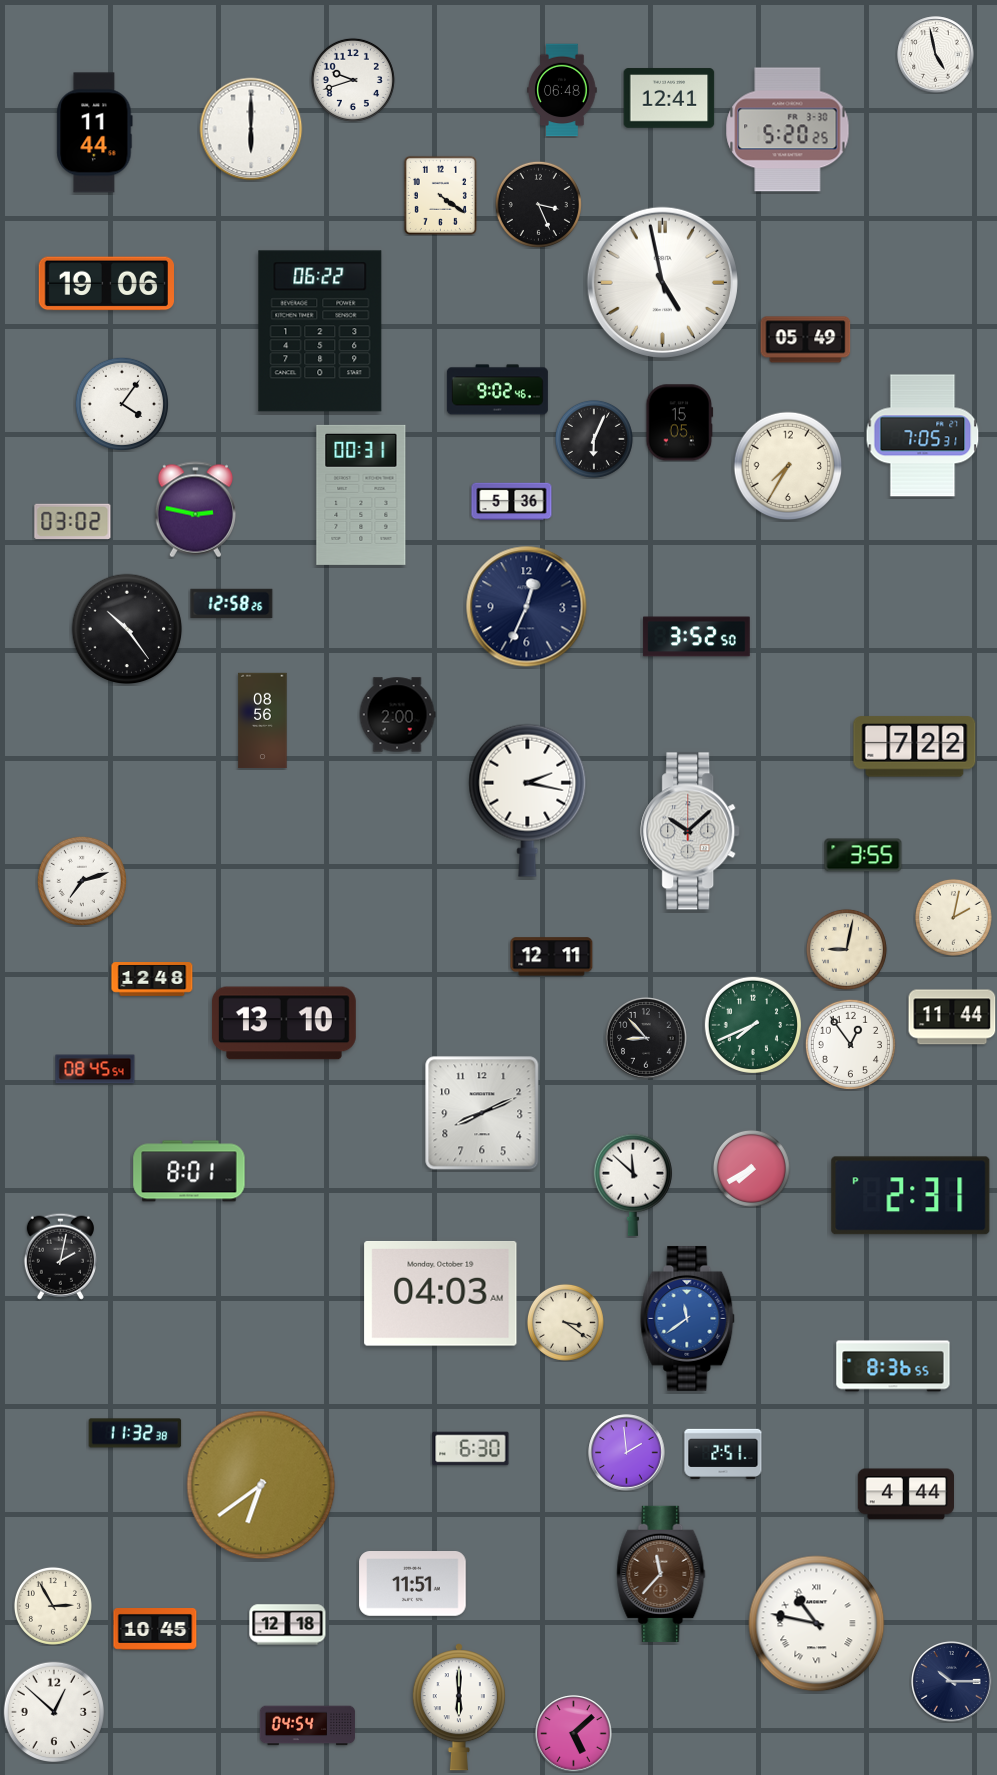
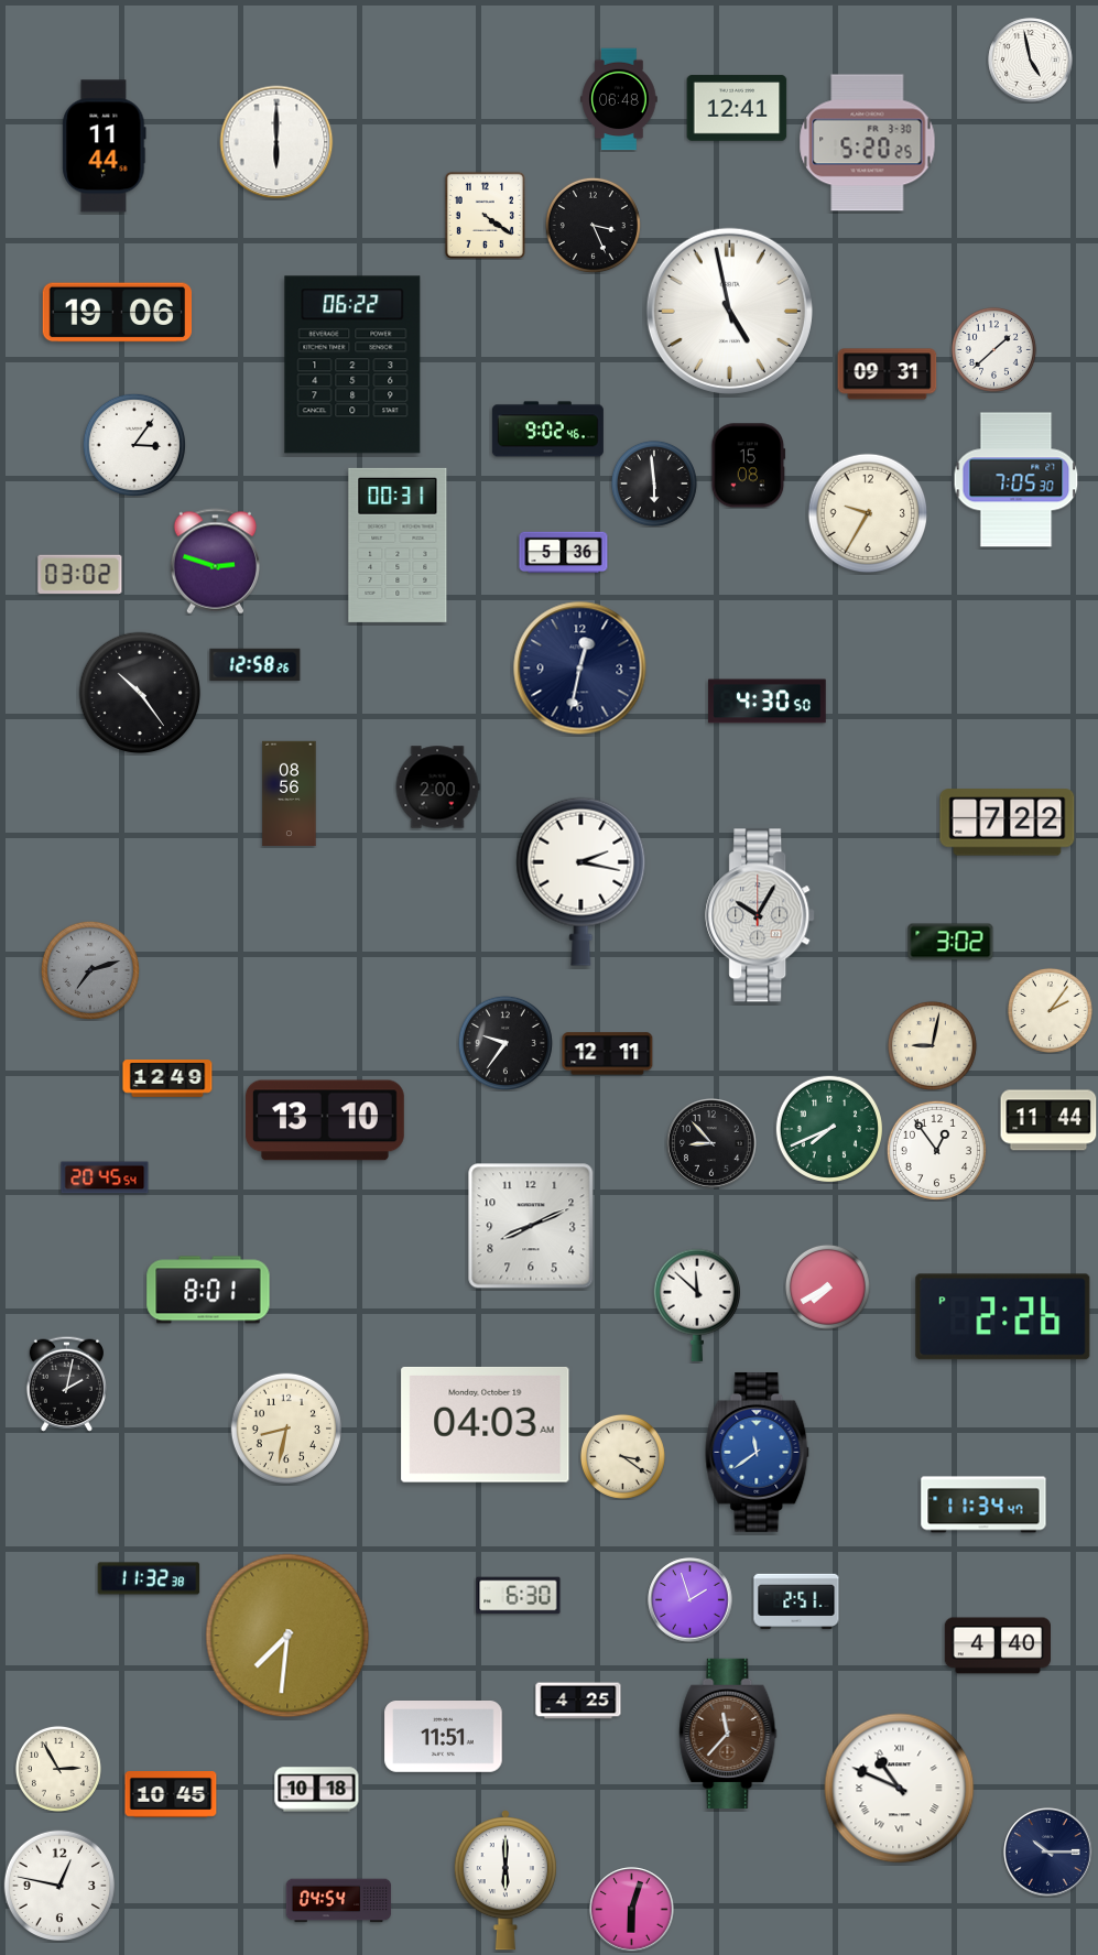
clock at (353, 80): 9:42 -> none
clock at (993, 349): none -> 1:38
clock at (806, 340): 05:49 -> 09:31
clock at (122, 404): 4:06 -> 3:06
clock at (680, 423): 15:05 -> 15:08
clock at (923, 436): 7:05:31 -> 7:05:30
clock at (594, 439): 6:04 -> 5:59
clock at (788, 466): 7:35 -> 9:35
clock at (195, 510): 2:47 -> 2:48
clock at (527, 607): 12:34 -> 12:32
clock at (697, 637): 3:52 -> 4:30
clock at (691, 831): 10:08 -> 10:05
clock at (863, 855): 3:55 -> 3:02
clock at (82, 881) dial: white -> grey
clock at (953, 917): 2:02 -> 2:06
clock at (505, 1043): none -> 9:36
clock at (152, 980): 12:48 -> 12:49
clock at (284, 1023) position: (284, 1023) -> (325, 1120)
clock at (95, 1069): 08:45 -> 20:45
clock at (911, 1196): 2:31 -> 2:26
clock at (285, 1427): none -> 8:32
clock at (893, 1366): 8:36 -> 11:34
clock at (627, 1453): 1:59 -> 1:57
clock at (261, 1485): 6:39 -> 7:31
clock at (905, 1494): 4:44 -> 4:40
clock at (578, 1701): none -> 4:25
clock at (413, 1584) position: (413, 1584) -> (444, 1737)
clock at (817, 1624): 10:47 -> 10:49
clock at (288, 1625): 12:18 -> 10:18
clock at (53, 1711): 12:52 -> 12:47
clock at (574, 1734): 5:08 -> 6:03
